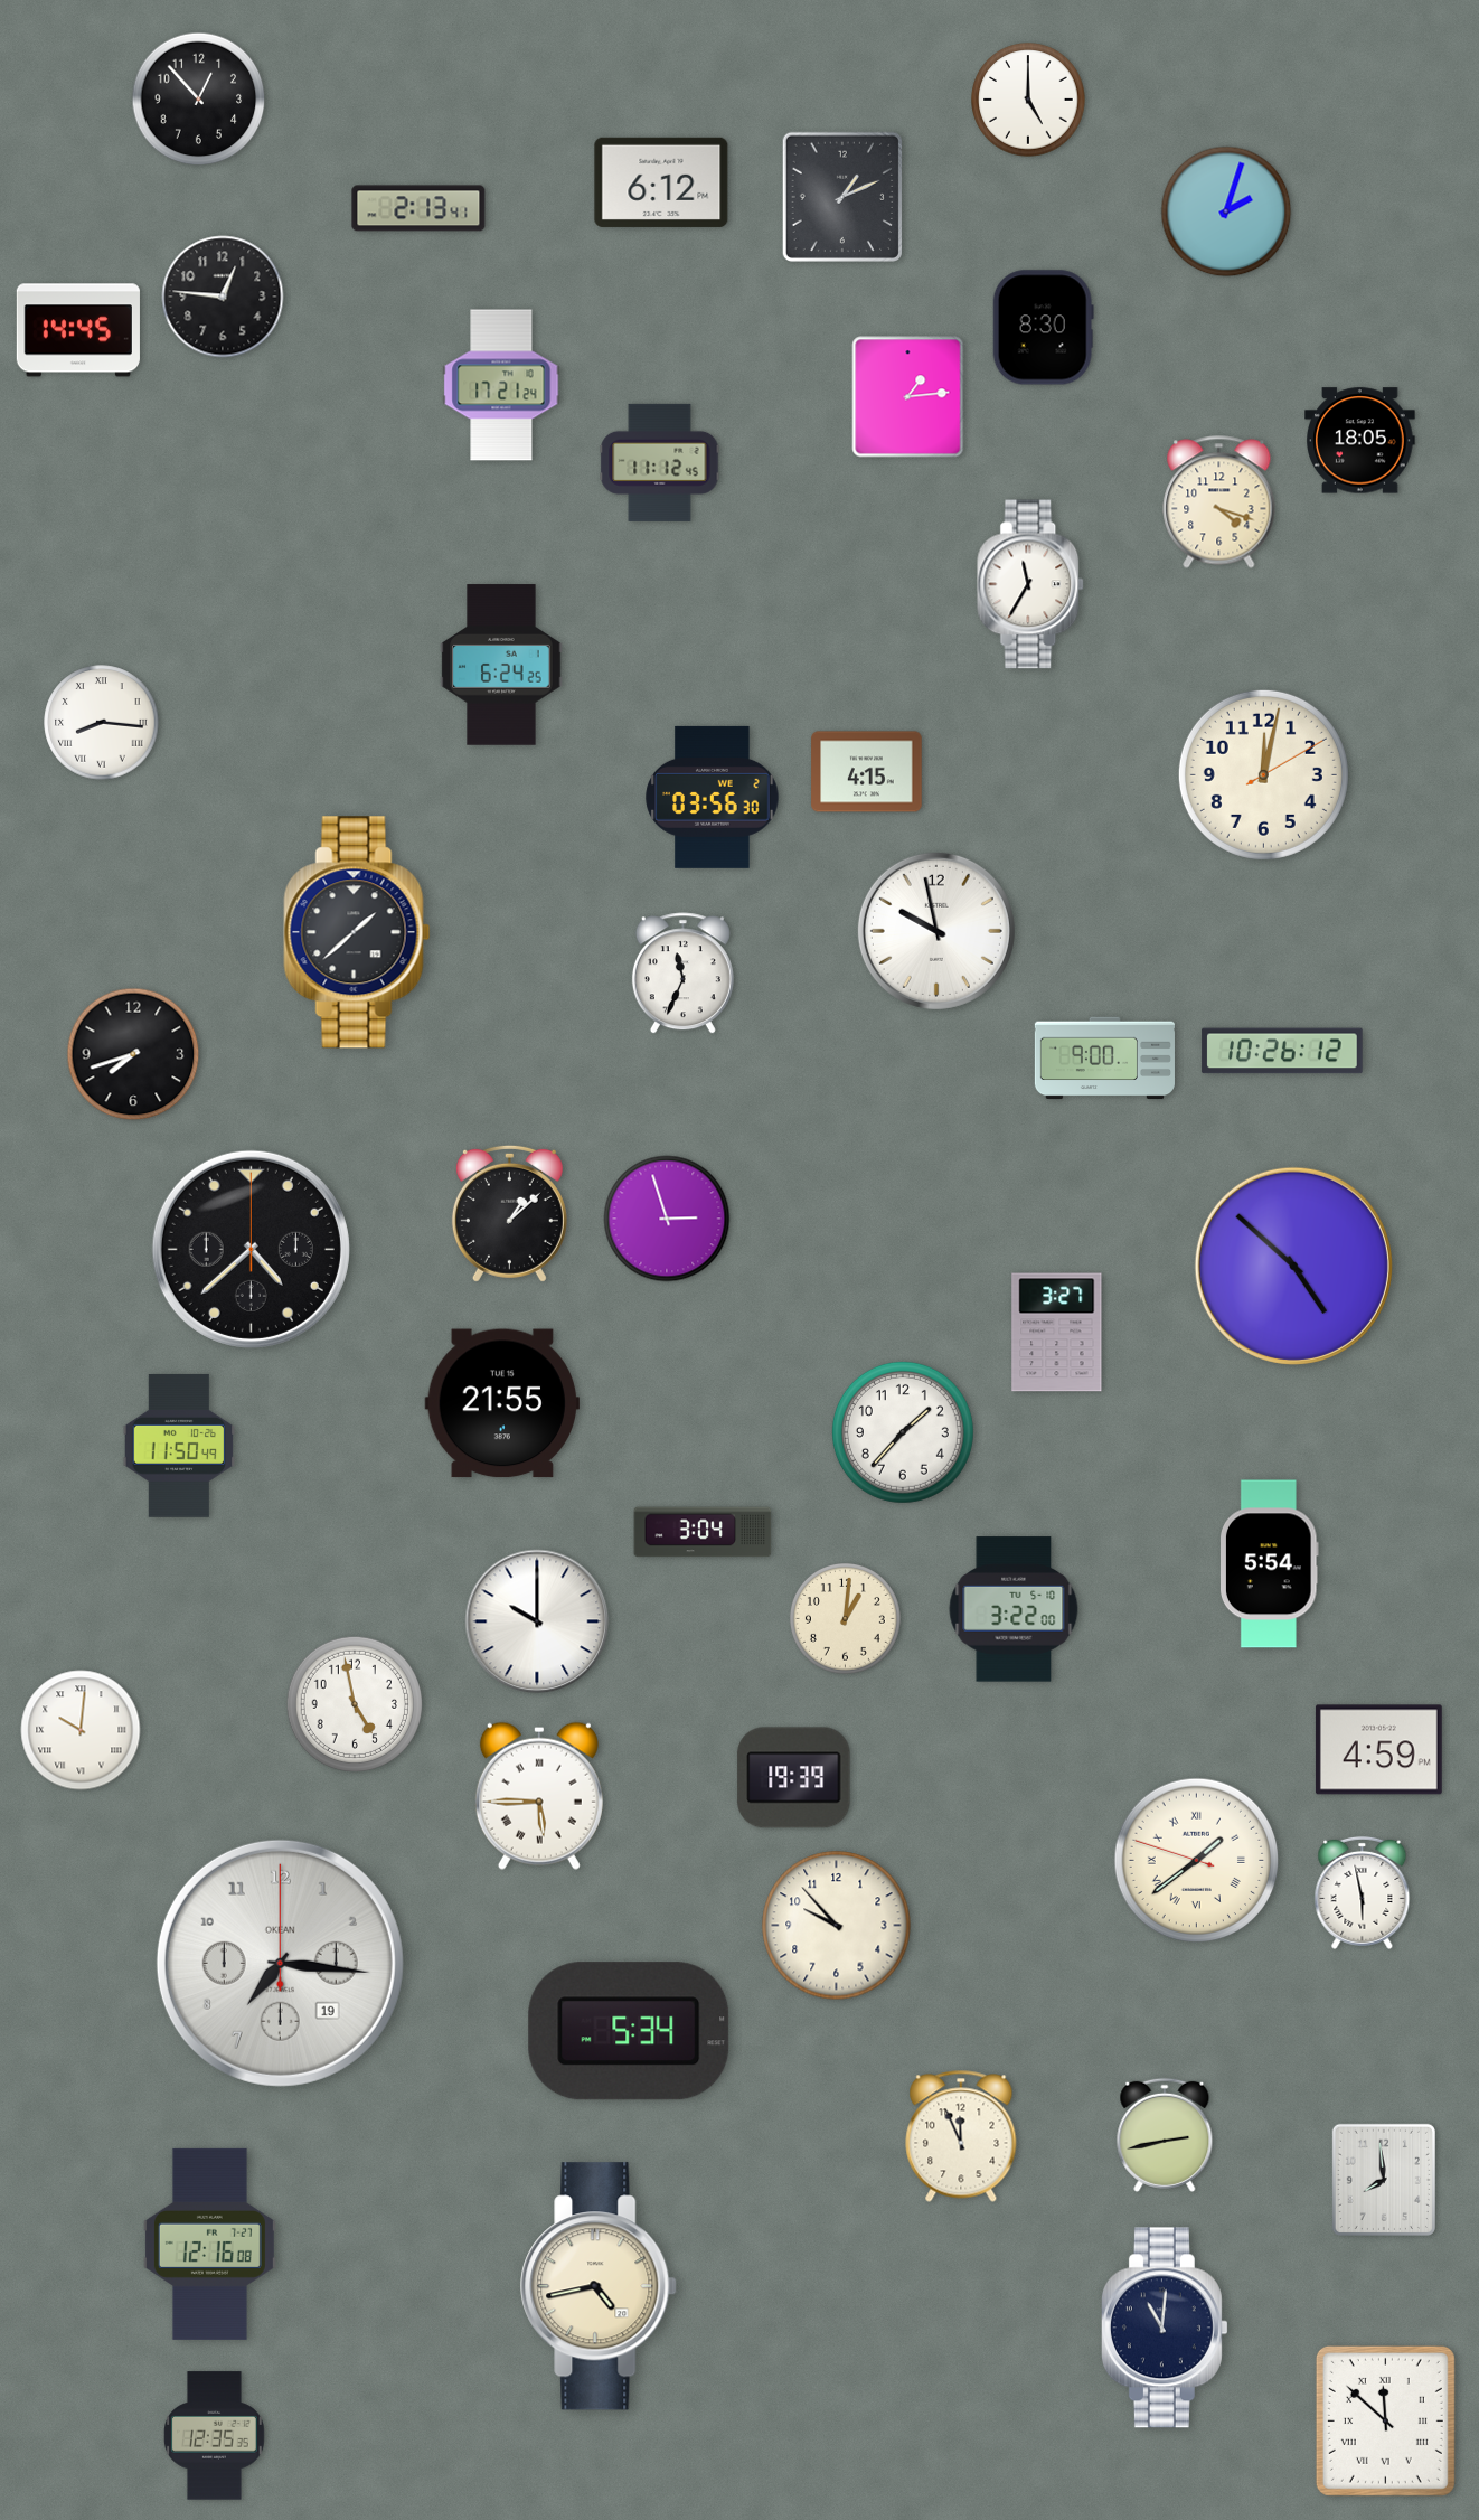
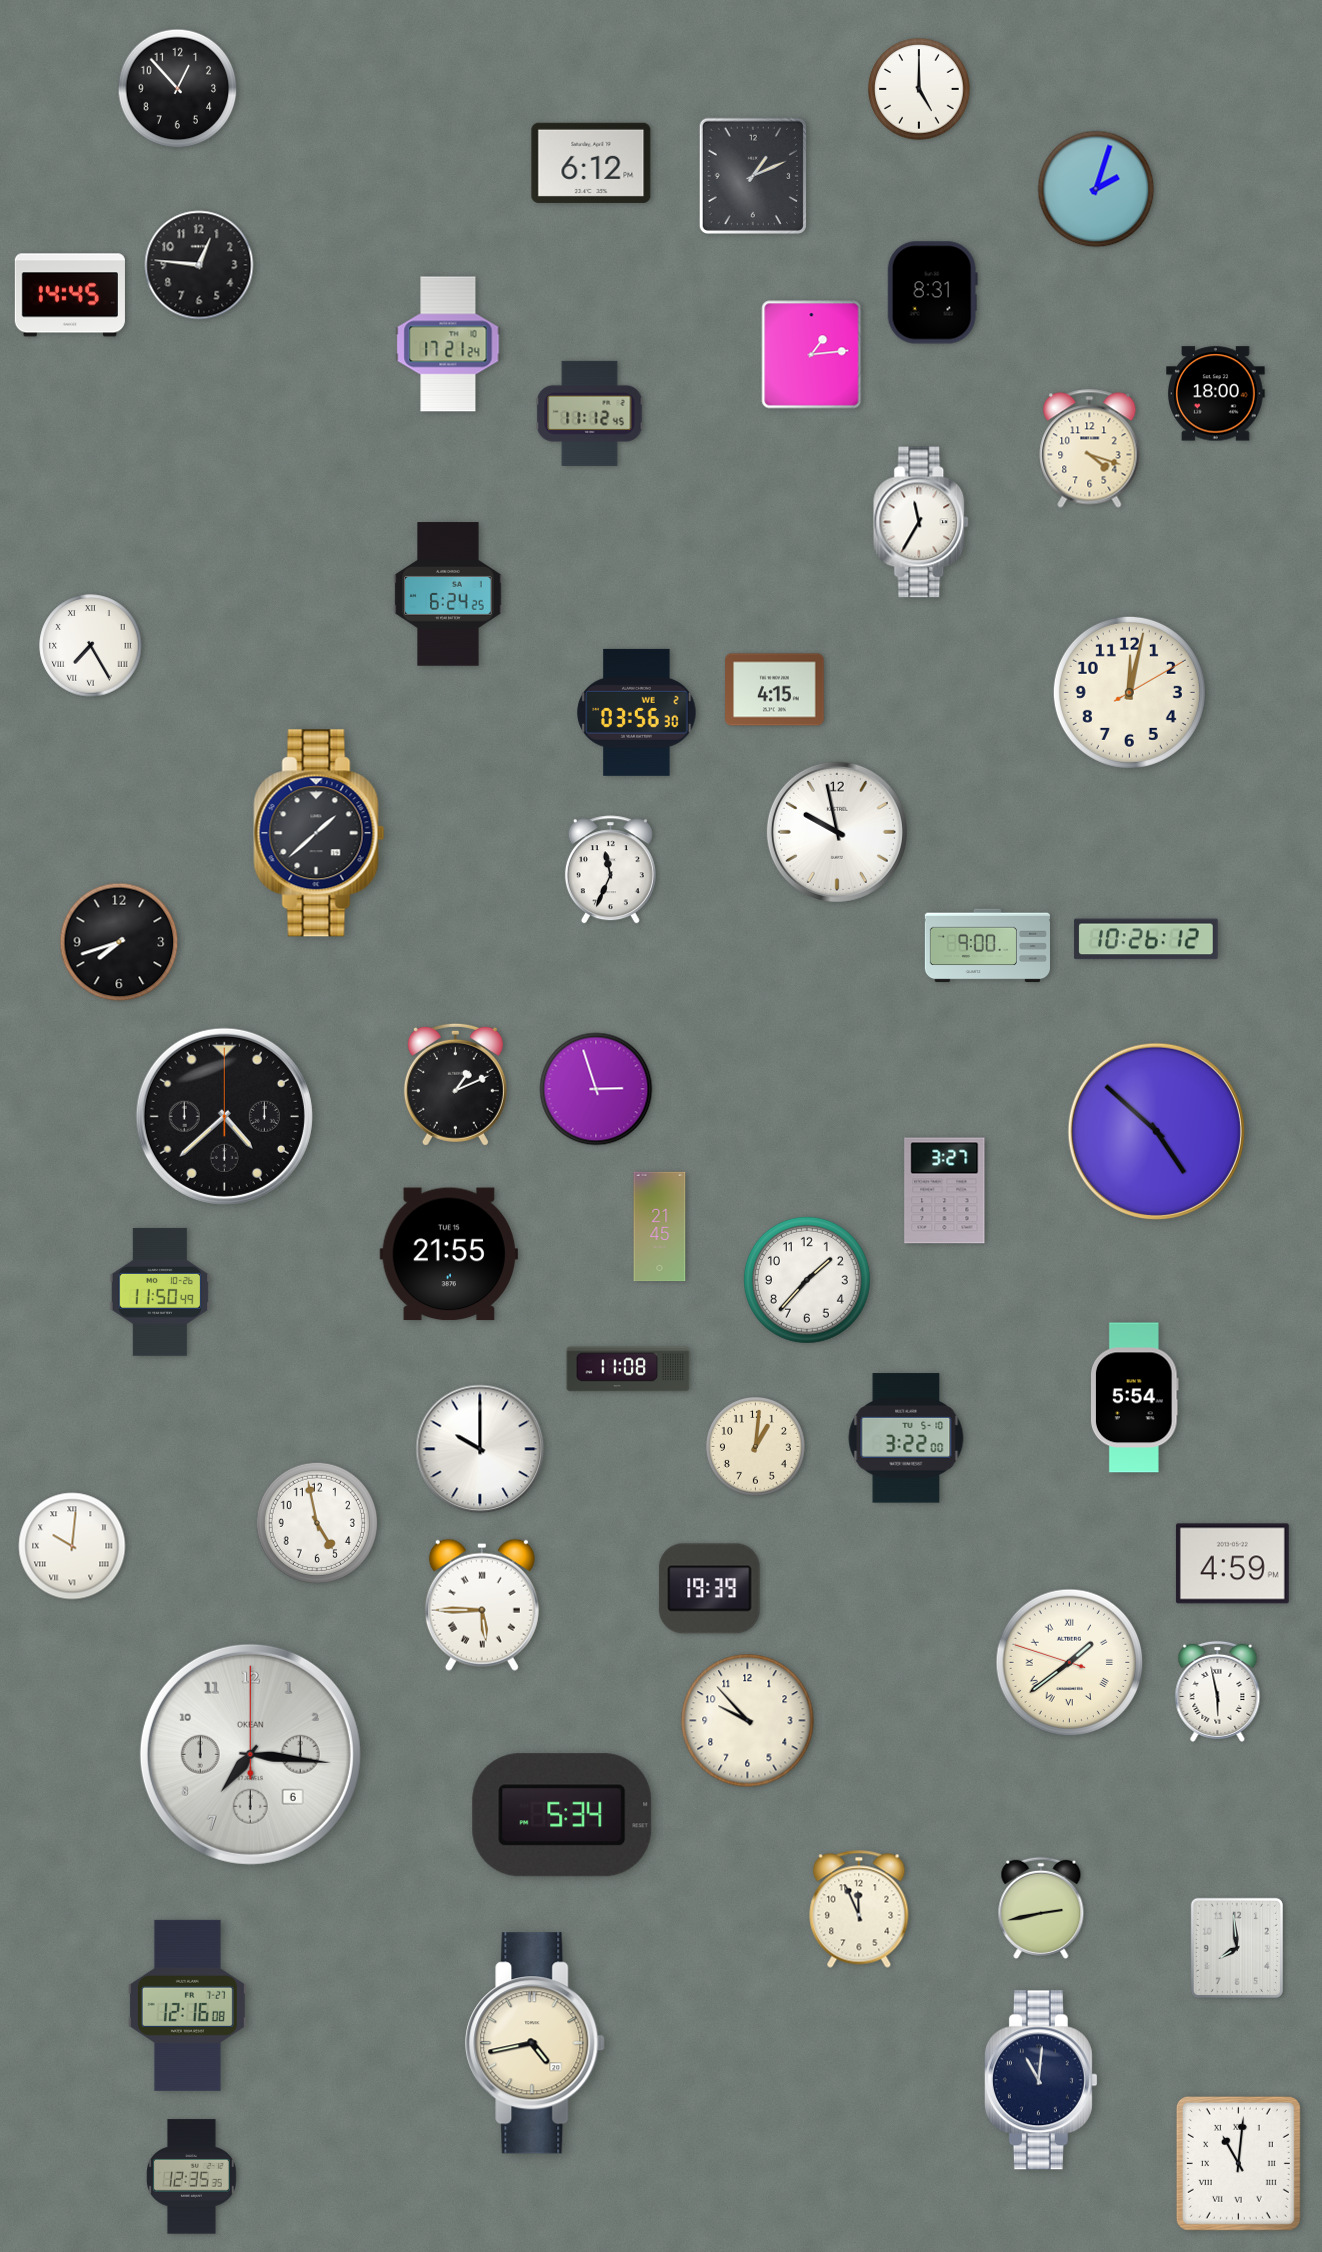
clock at (418, 208): 2:13 -> none
clock at (1043, 328): 8:30 -> 8:31
clock at (1360, 441): 18:05 -> 18:00
clock at (102, 723): 8:16 -> 7:25
clock at (509, 1213): 1:08 -> 1:11
clock at (660, 1227): none -> 21:45
clock at (703, 1532): 3:04 -> 11:08
clock at (280, 1963) date: 19 -> 6
clock at (1385, 2420): 11:52 -> 11:01
